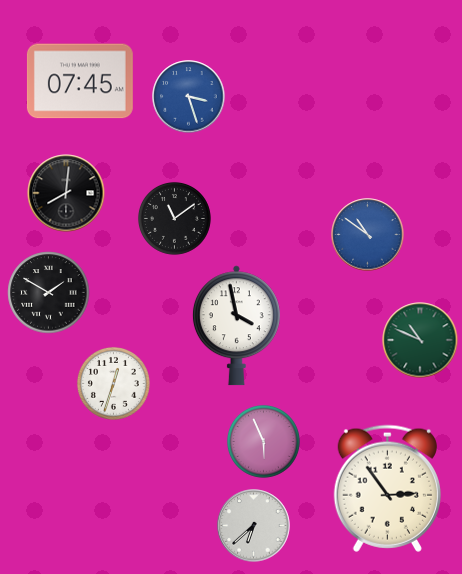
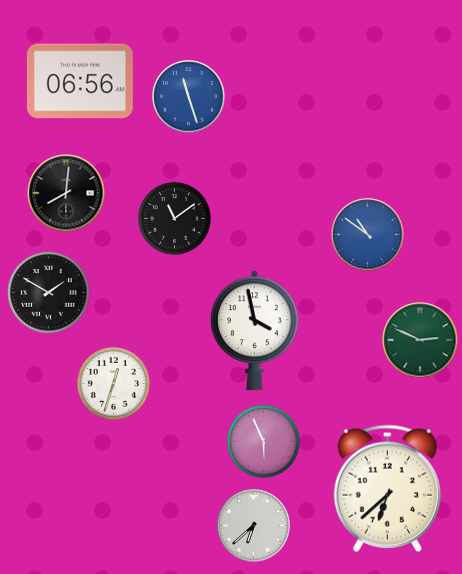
clock at (80, 81): 07:45 -> 06:56
clock at (189, 97): 3:27 -> 11:27
clock at (236, 326) position: (236, 326) -> (254, 331)
clock at (420, 340): 10:49 -> 2:49
clock at (387, 488): 2:54 -> 6:38
